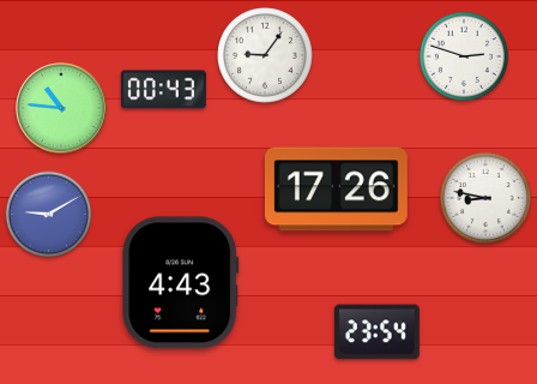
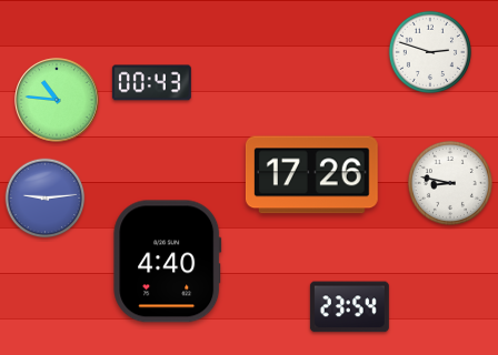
clock at (266, 56): 9:06 -> none
clock at (49, 215): 9:10 -> 9:14
clock at (181, 283): 4:43 -> 4:40
